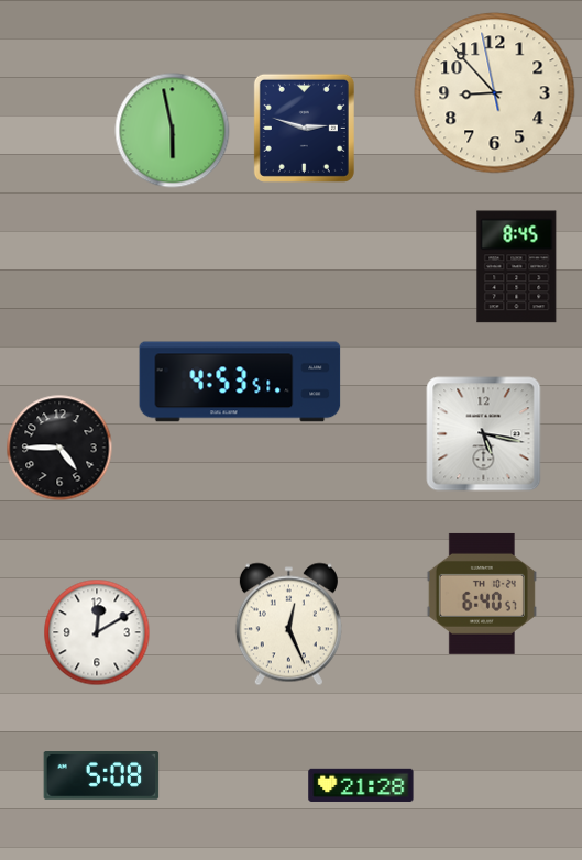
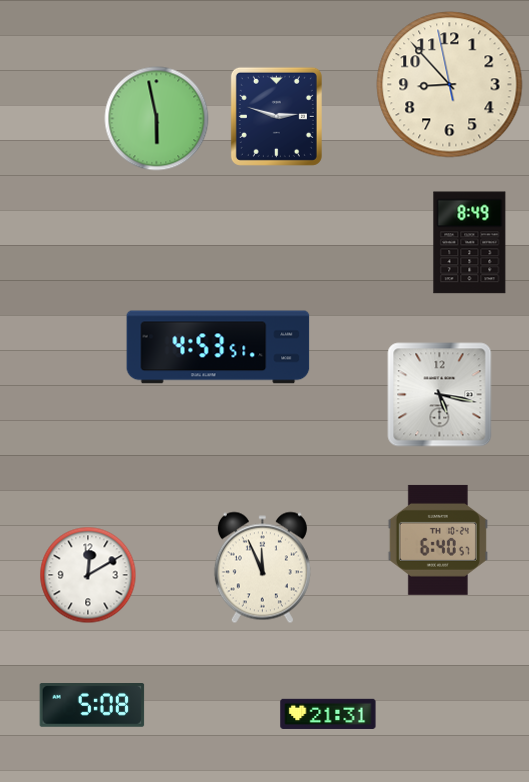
clock at (517, 267): 8:45 -> 8:49
clock at (59, 448): 4:45 -> none
clock at (288, 625): 12:26 -> 11:56
clock at (361, 785): 21:28 -> 21:31
